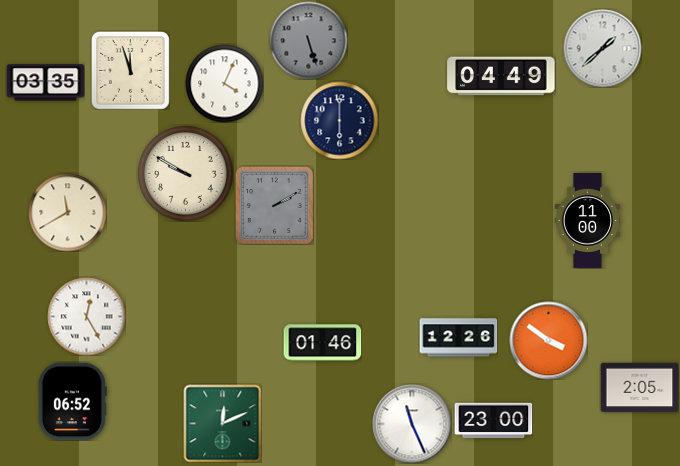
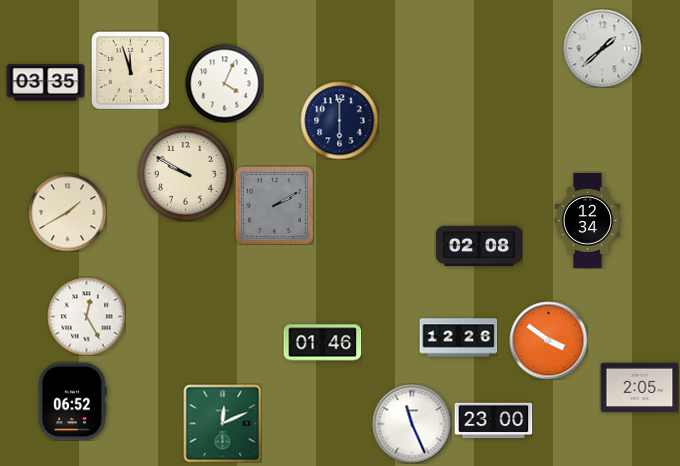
clock at (308, 40): 5:27 -> none
clock at (501, 76): 04:49 -> none
clock at (67, 212): 11:40 -> 1:40
clock at (588, 220): 11:00 -> 12:34
clock at (479, 246): none -> 02:08
